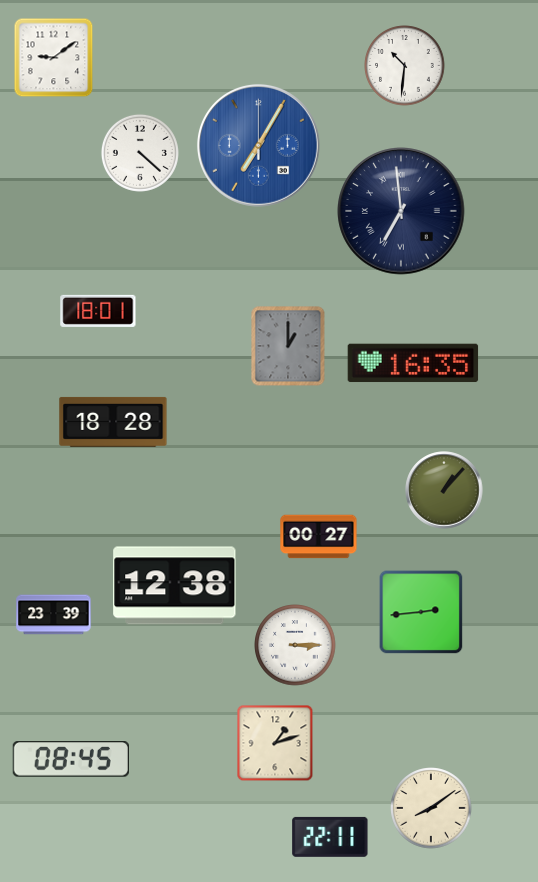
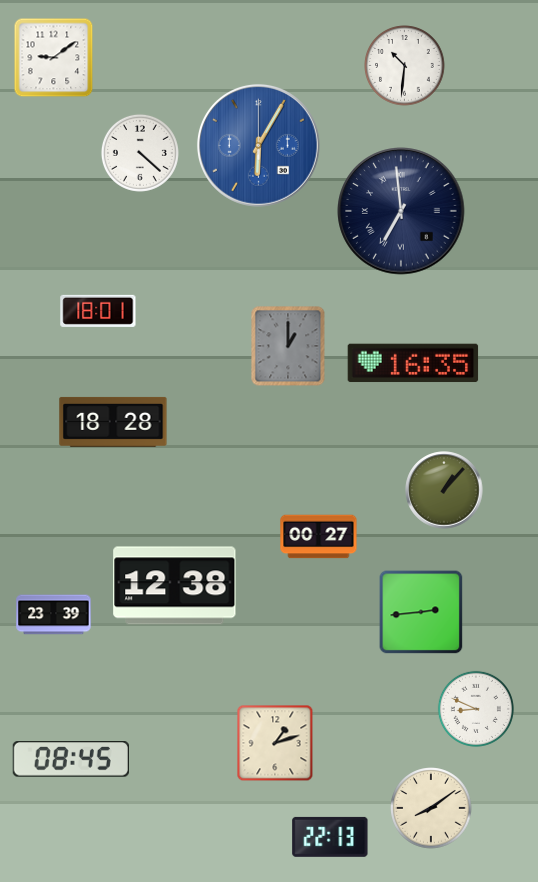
clock at (258, 145): 7:05 -> 6:05
clock at (295, 645): 3:15 -> none
clock at (476, 709): none -> 8:49
clock at (330, 837): 22:11 -> 22:13
